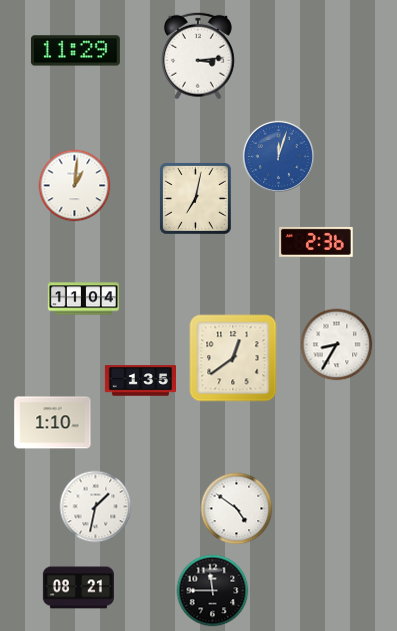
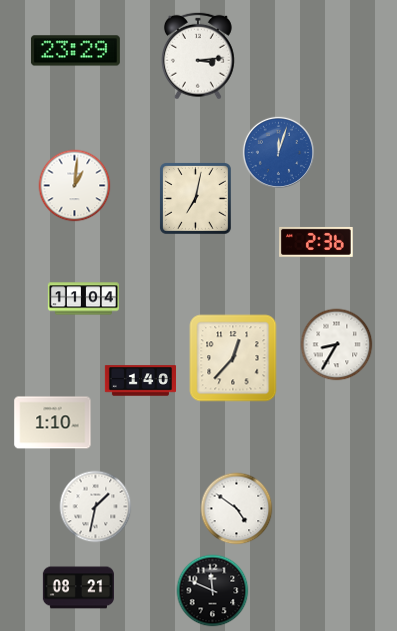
clock at (75, 51): 11:29 -> 23:29
clock at (278, 156) position: (278, 156) -> (278, 152)
clock at (233, 358): 12:39 -> 12:37
clock at (140, 381): 1:35 -> 1:40
clock at (213, 591): 11:45 -> 11:49
